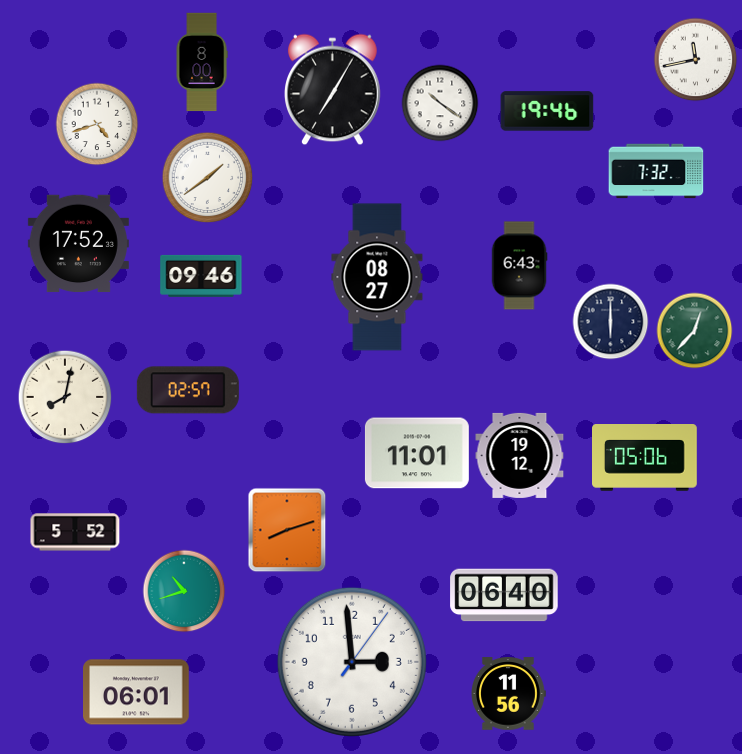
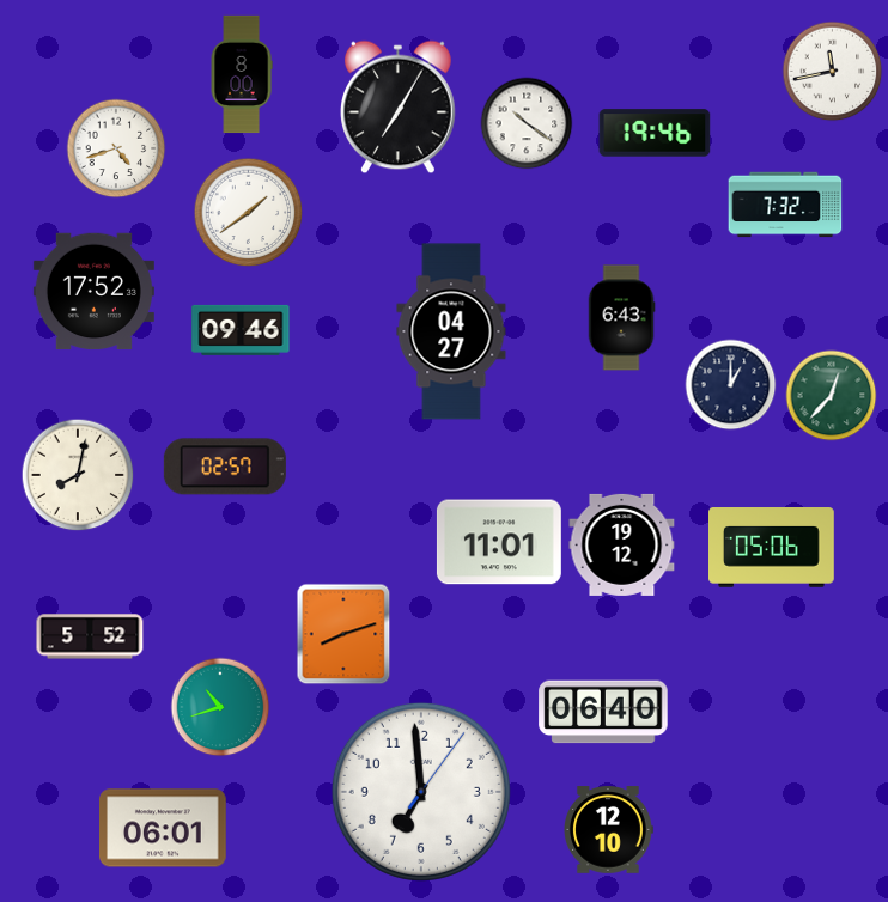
clock at (377, 277): 08:27 -> 04:27
clock at (611, 322): 6:00 -> 1:00
clock at (352, 662): 2:59 -> 6:59
clock at (509, 694): 11:56 -> 12:10
